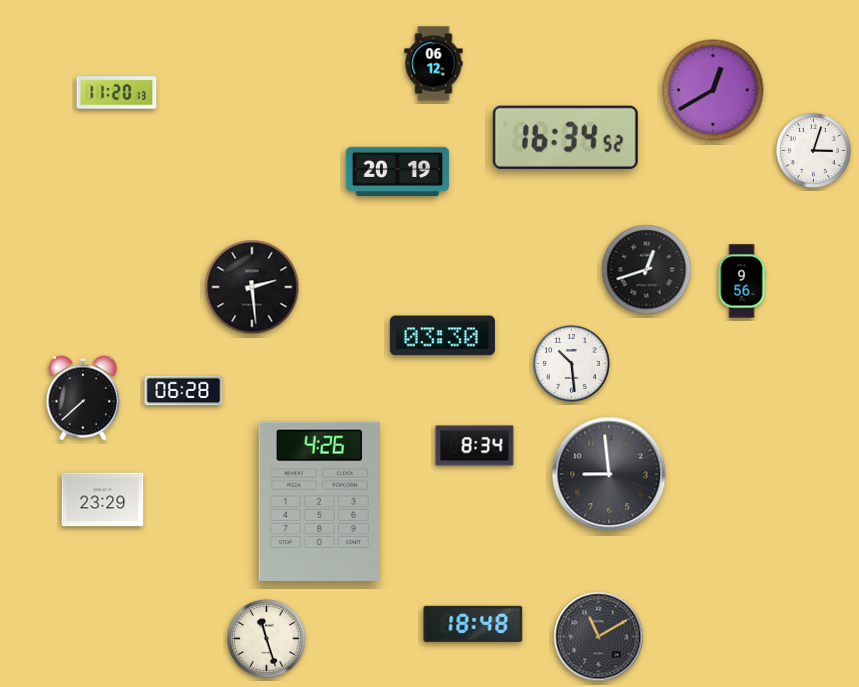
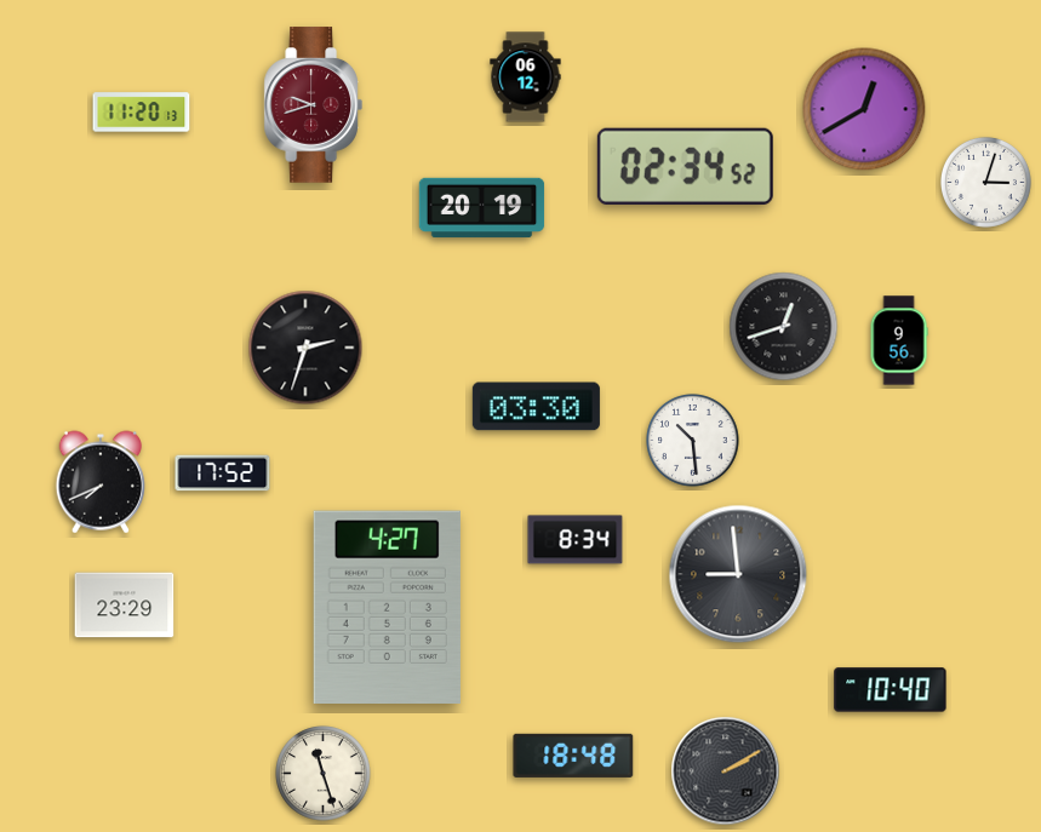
clock at (313, 105): none -> 9:42
clock at (565, 137): 16:34 -> 02:34
clock at (252, 287): 2:29 -> 2:33
clock at (184, 391): 06:28 -> 17:52
clock at (82, 398): 7:38 -> 7:41
clock at (319, 501): 4:26 -> 4:27
clock at (891, 690): none -> 10:40
clock at (599, 637): 11:10 -> 2:10
